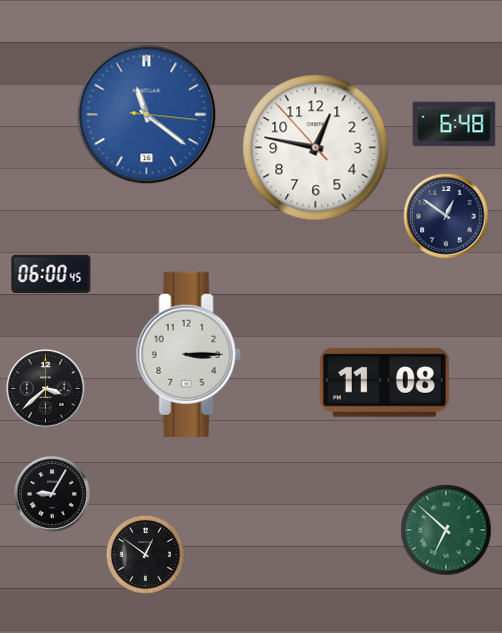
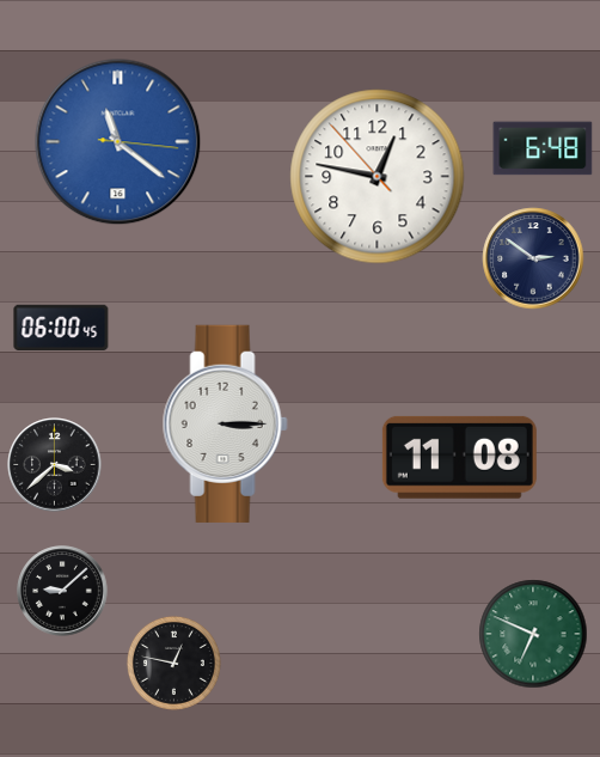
clock at (147, 115) position: (147, 115) -> (118, 142)
clock at (446, 216): 12:51 -> 2:51
clock at (52, 494): 9:05 -> 9:08
clock at (446, 530): 6:52 -> 6:49
clock at (145, 554): 12:51 -> 12:47
